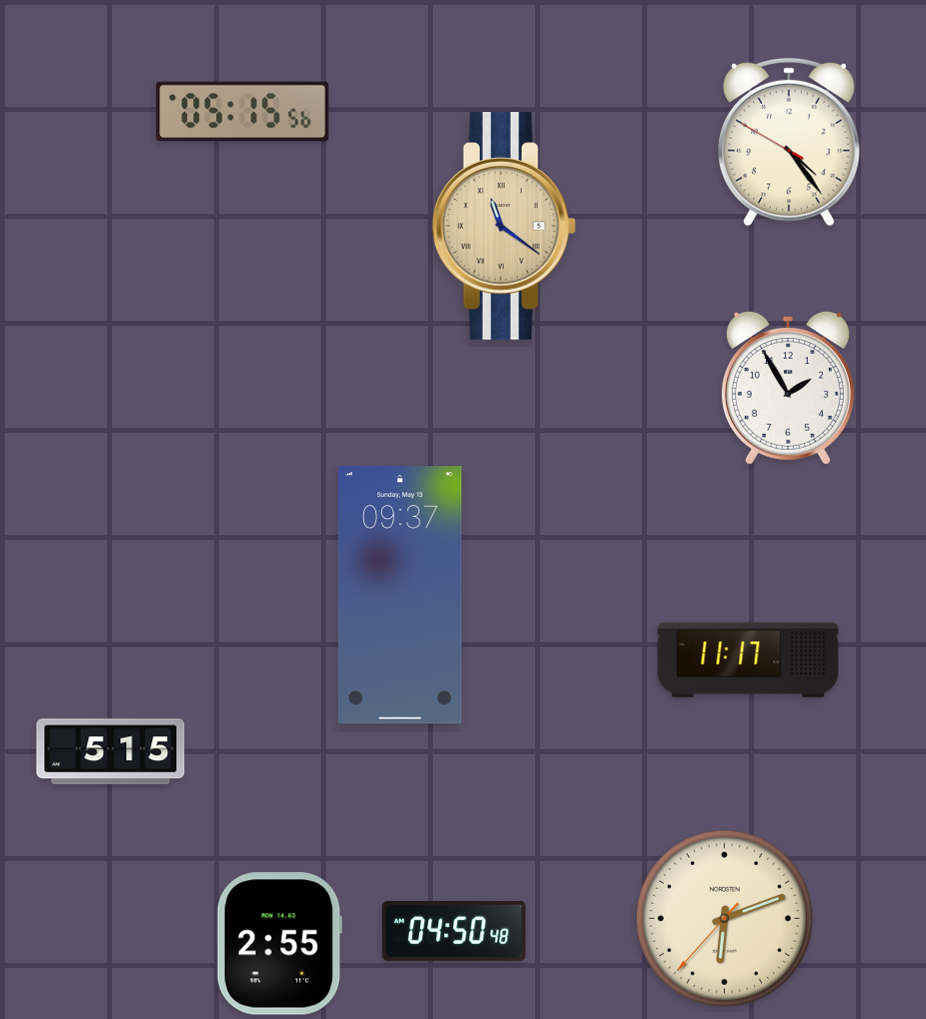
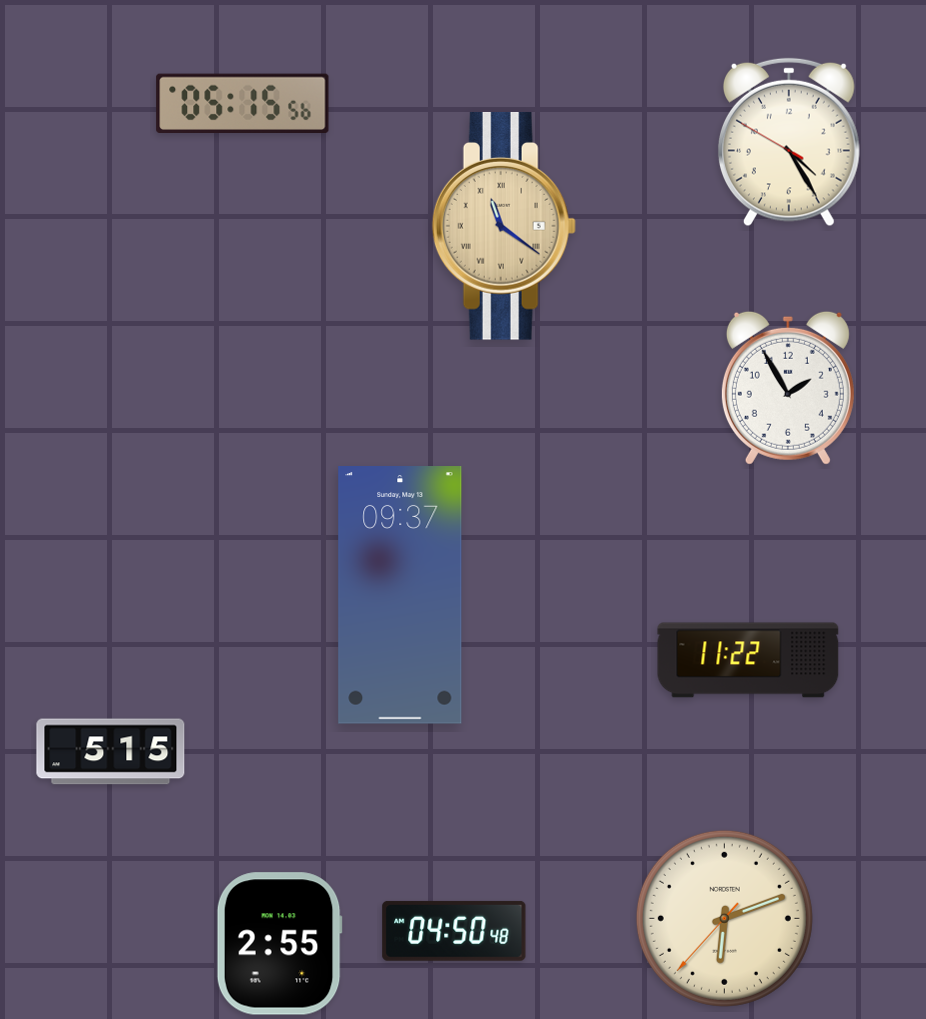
clock at (243, 111) position: (243, 111) -> (243, 103)
clock at (789, 142): 4:23 -> 4:24
clock at (748, 660): 11:17 -> 11:22
